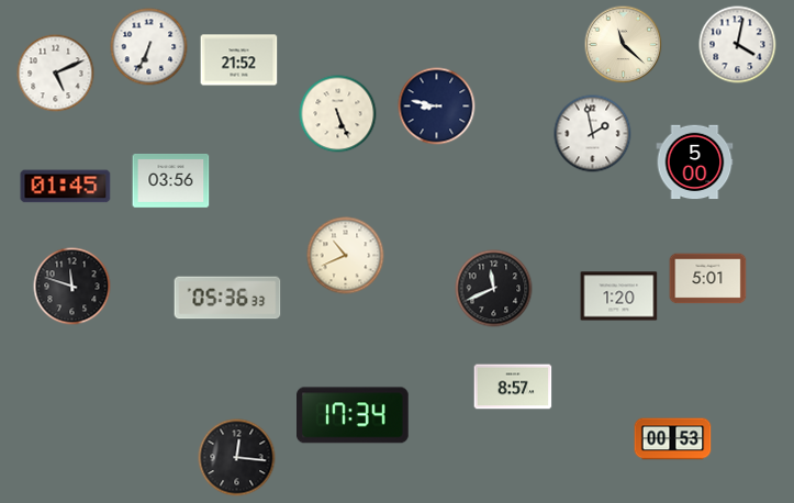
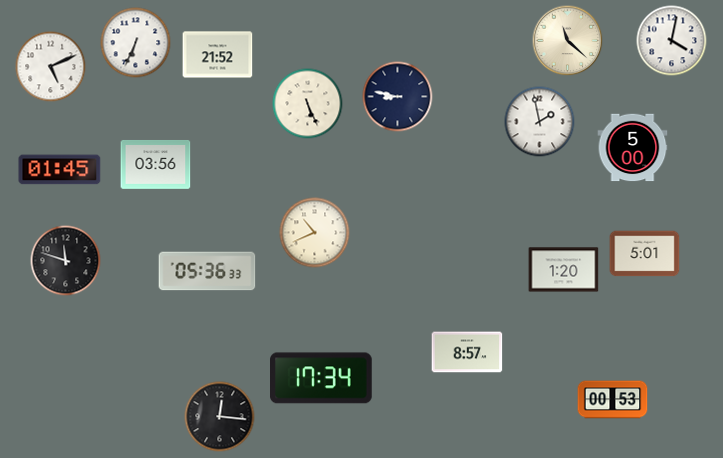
clock at (494, 289): 11:41 -> none
clock at (237, 458) position: (237, 458) -> (220, 417)
